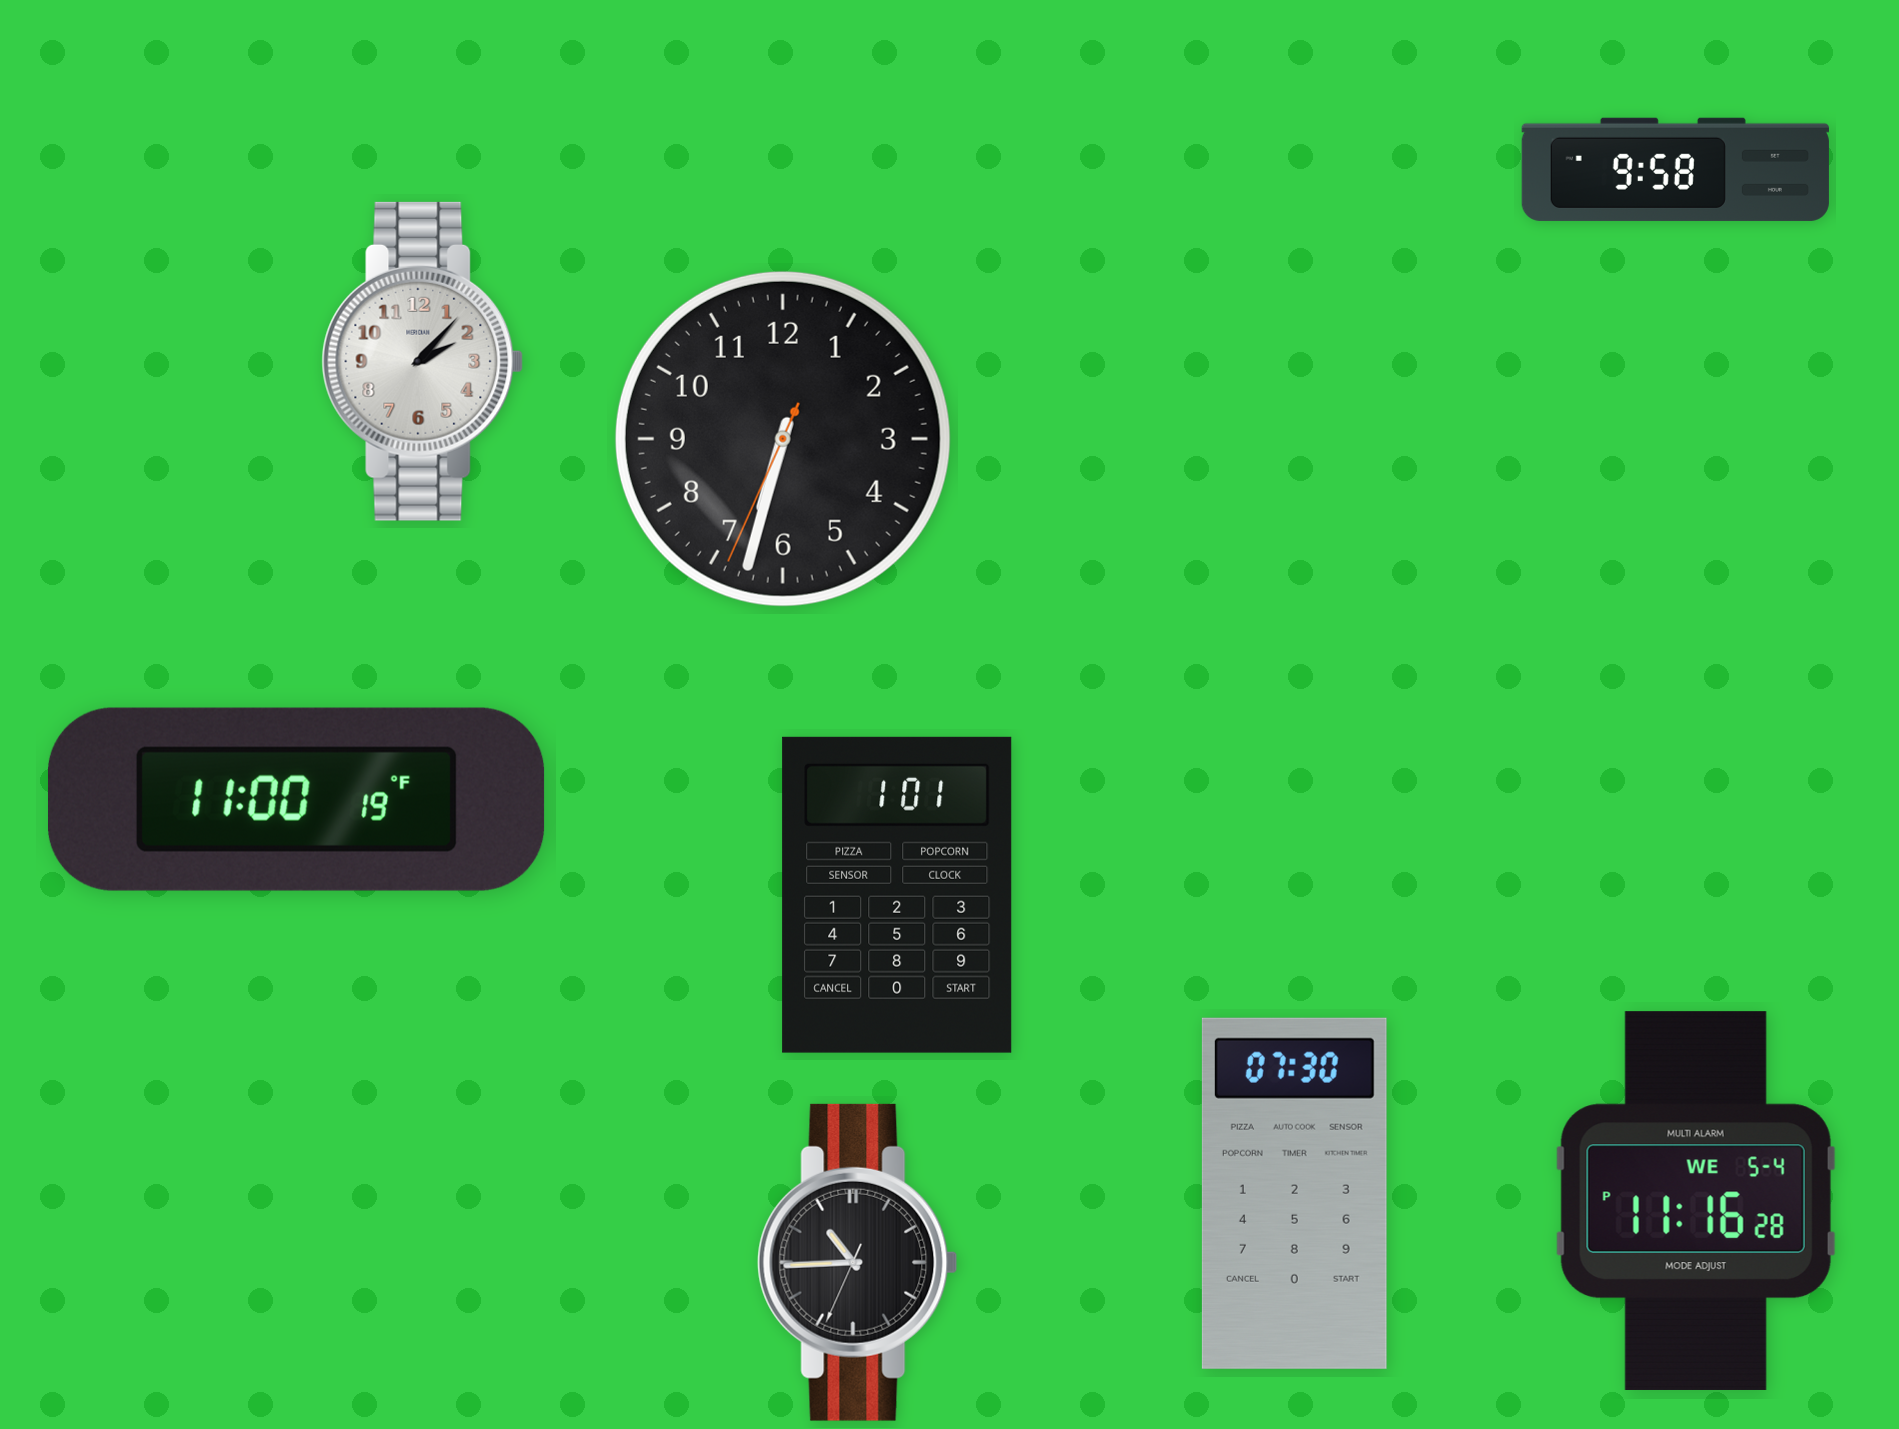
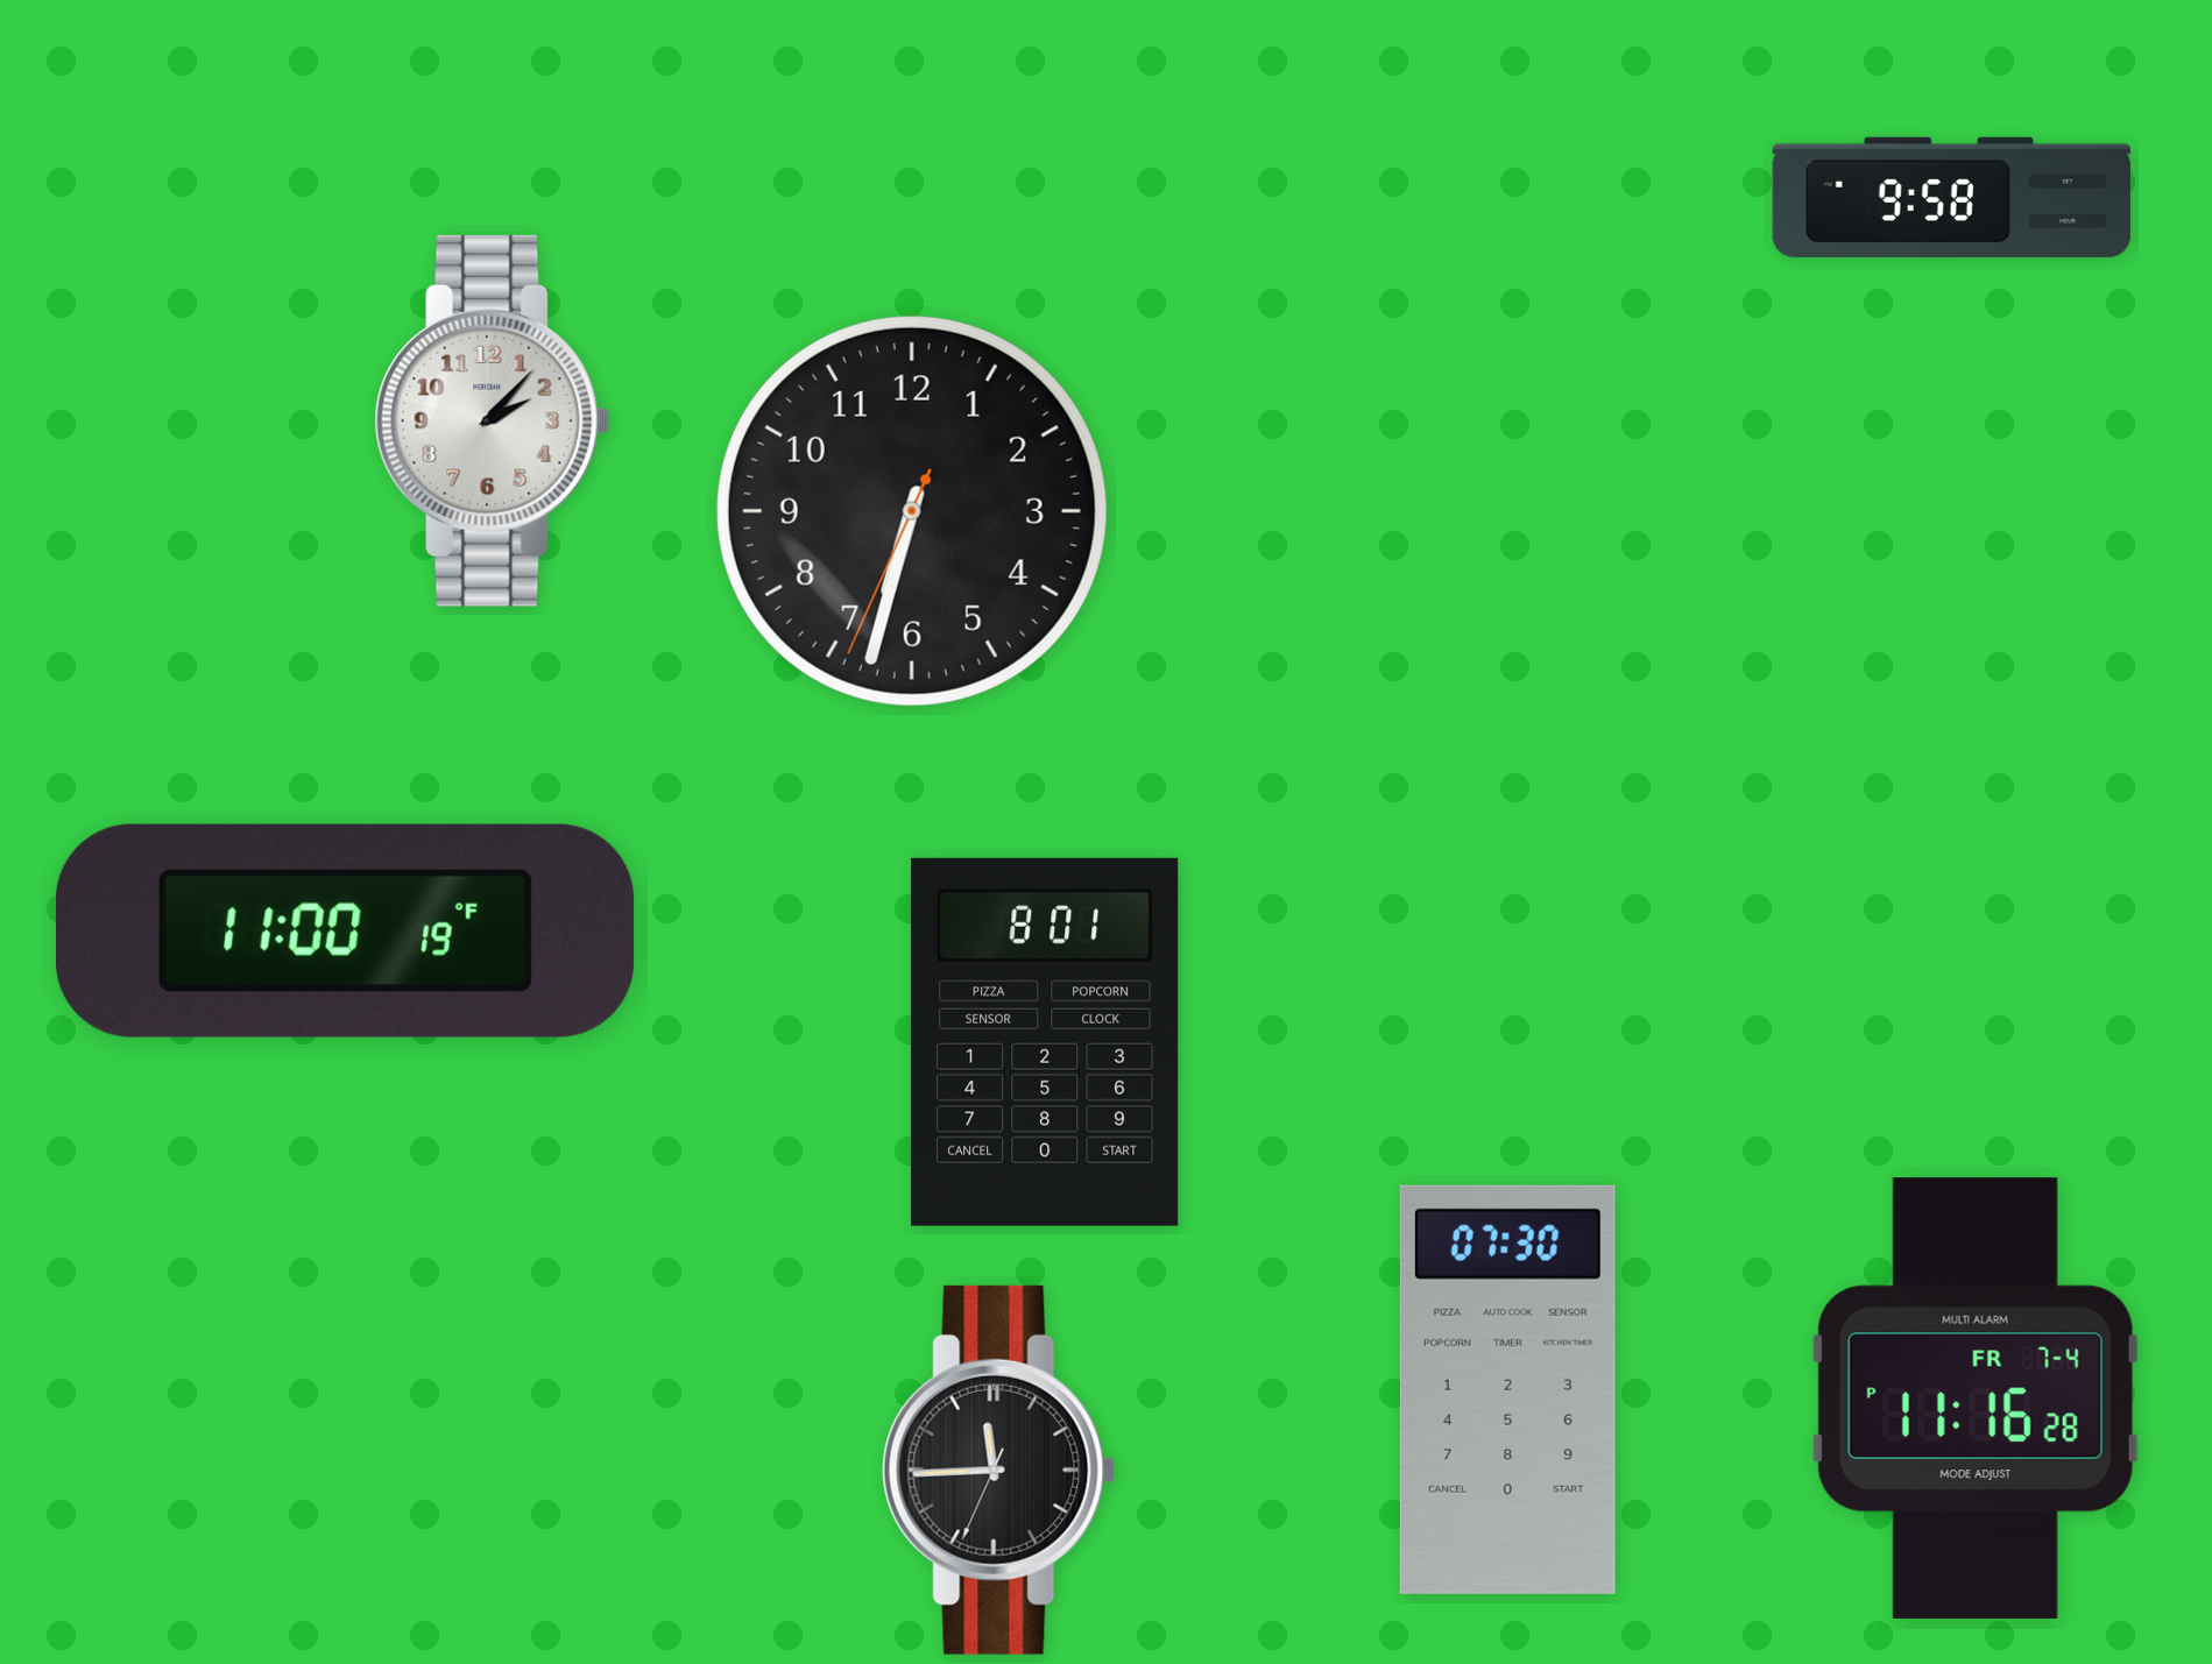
clock at (897, 895): 1:01 -> 8:01
clock at (1696, 1201) date: WE 5-4 -> FR 7-4
clock at (858, 1262): 10:44 -> 11:44
